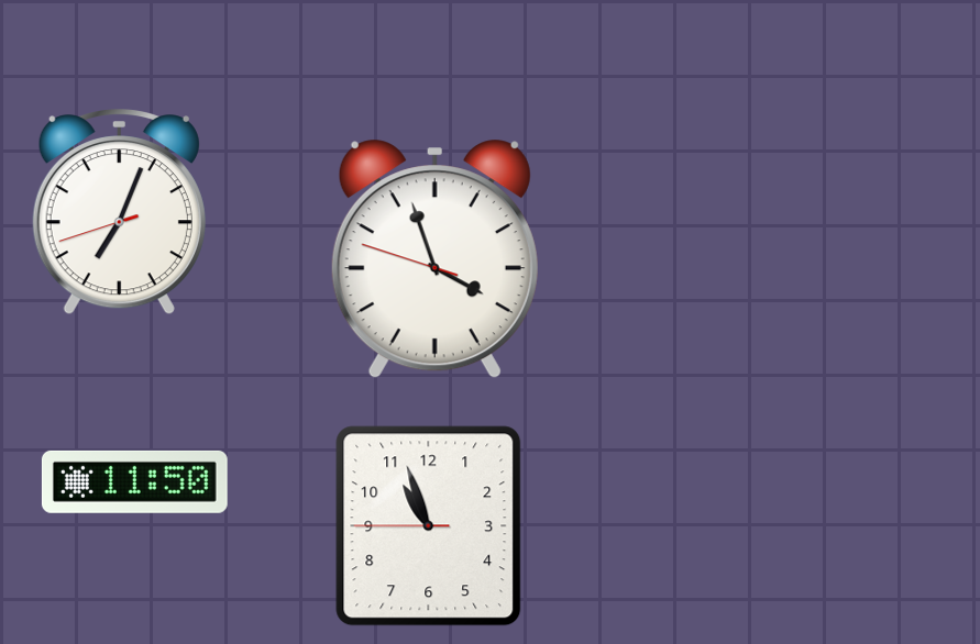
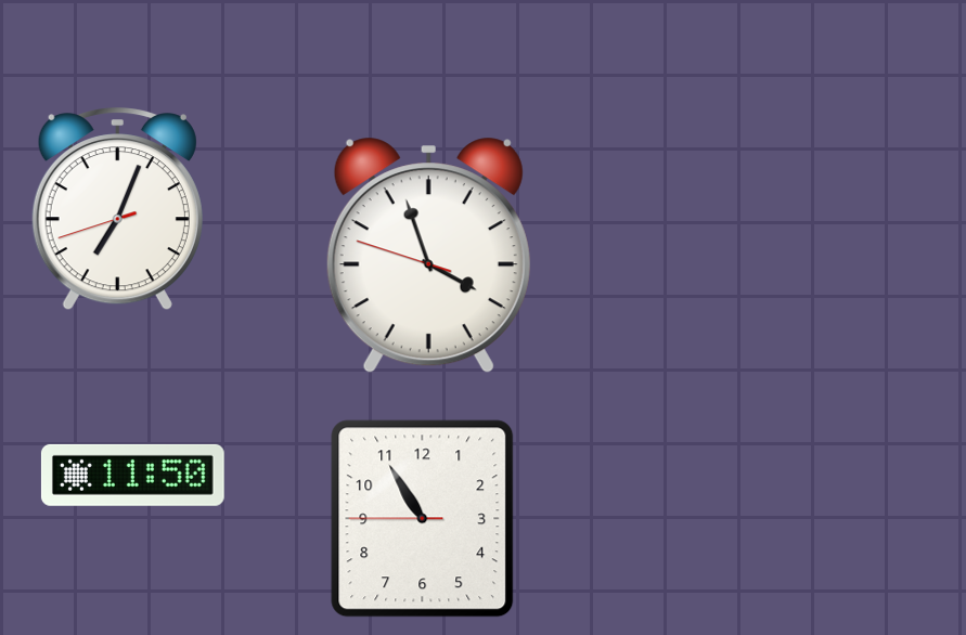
clock at (429, 526): 10:56 -> 10:54
